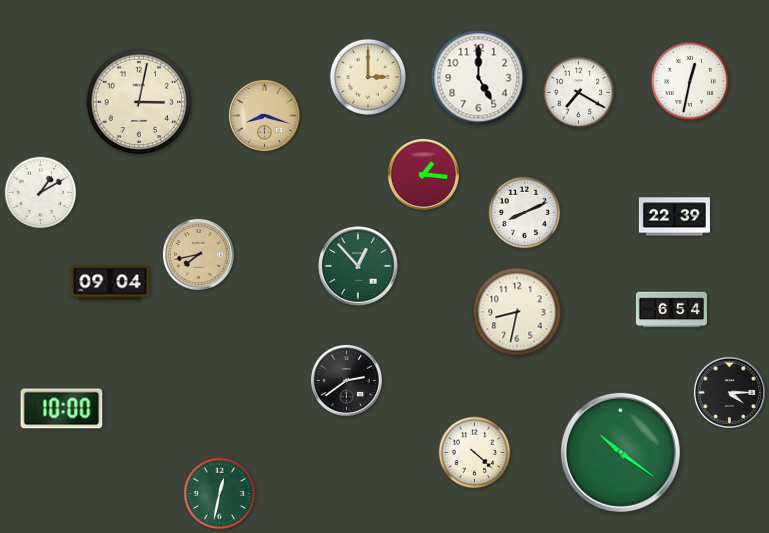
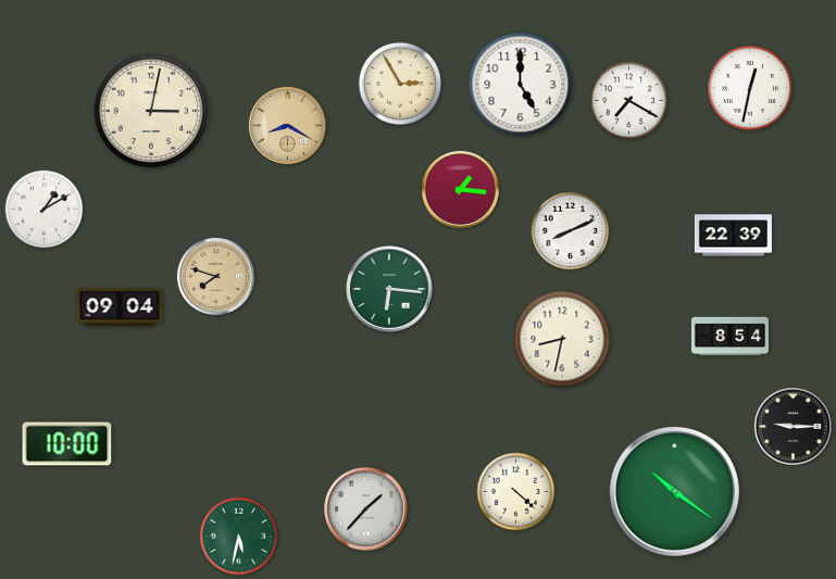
clock at (367, 76): 3:00 -> 2:55
clock at (264, 115): 8:18 -> 8:20
clock at (198, 254): 7:43 -> 7:48
clock at (358, 266): 12:53 -> 6:16
clock at (671, 310): 6:54 -> 8:54
clock at (346, 380): 2:39 -> none
clock at (729, 392): 4:15 -> 9:15
clock at (366, 509): none -> 1:37
clock at (220, 494): 12:32 -> 5:32
